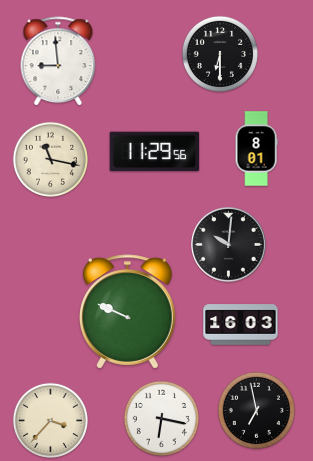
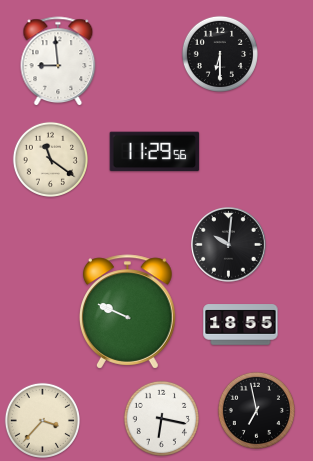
clock at (256, 149): 8:01 -> none
clock at (50, 159): 11:17 -> 11:21
clock at (241, 325): 16:03 -> 18:55
clock at (50, 420) position: (50, 420) -> (42, 420)
